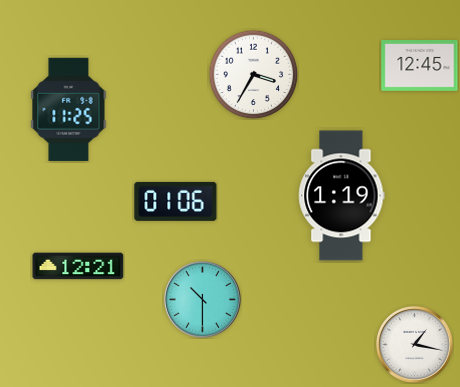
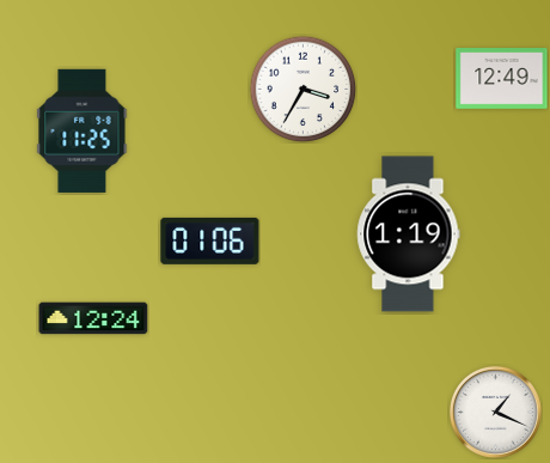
clock at (420, 66): 12:45 -> 12:49
clock at (78, 266): 12:21 -> 12:24
clock at (202, 299): 10:30 -> none
clock at (414, 344): 1:17 -> 1:19
